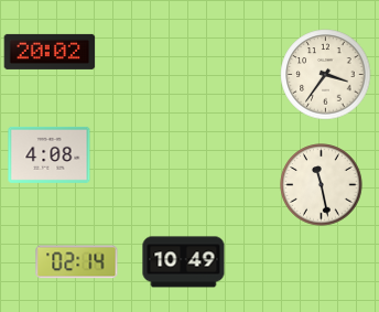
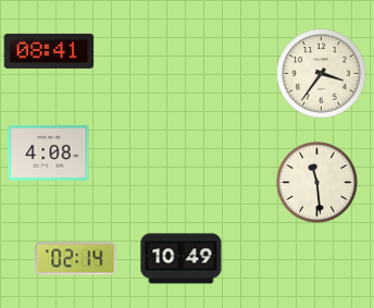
clock at (50, 52): 20:02 -> 08:41
clock at (322, 185): 11:28 -> 11:29
